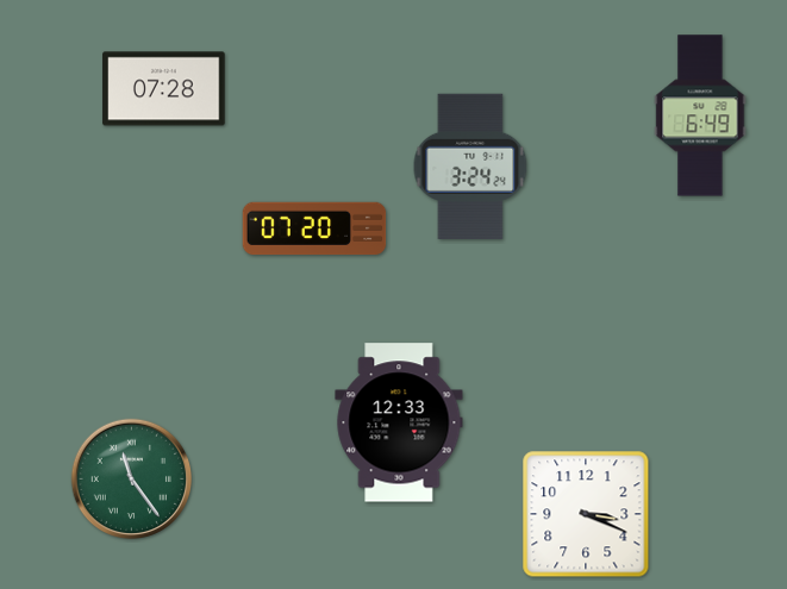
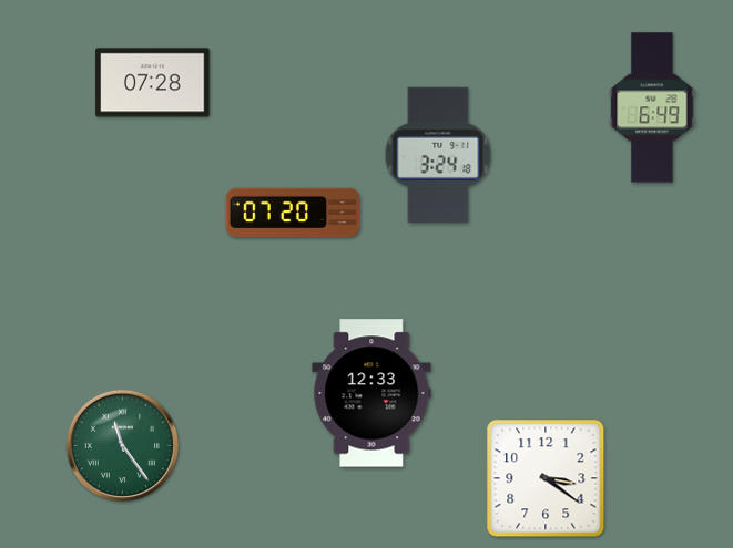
clock at (470, 167): 3:24:24 -> 3:24:18
clock at (586, 514): 3:19 -> 3:21
